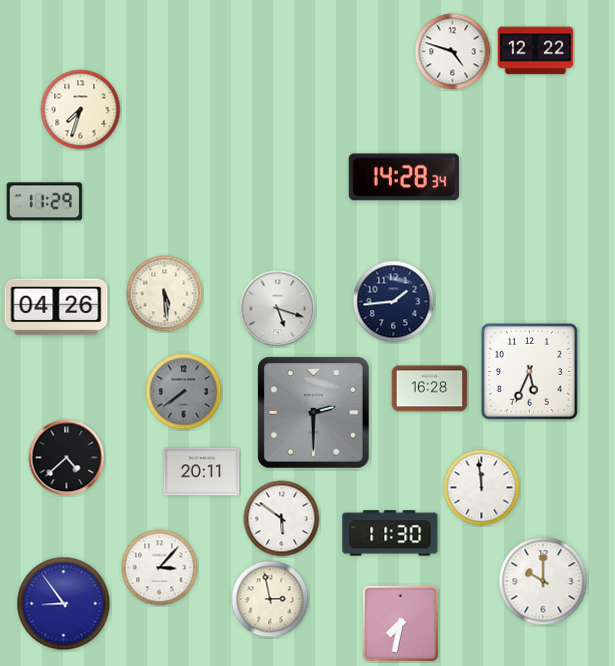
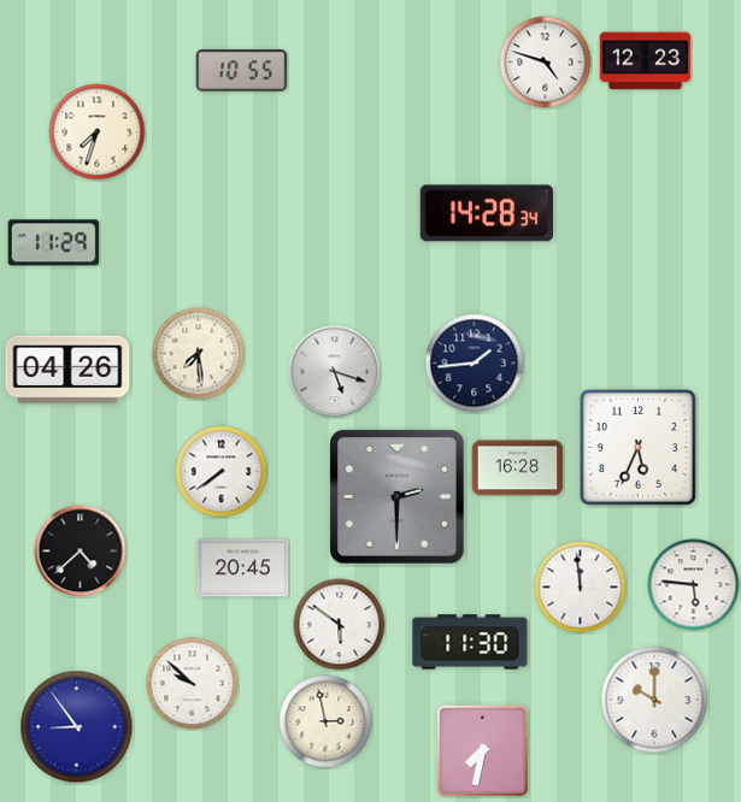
clock at (536, 51): 12:22 -> 12:23
clock at (242, 70): none -> 10:55
clock at (165, 294): 5:29 -> 7:29
clock at (184, 392) dial: grey -> white
clock at (314, 413) position: (314, 413) -> (398, 497)
clock at (202, 472): 20:11 -> 20:45
clock at (694, 585): none -> 5:46
clock at (160, 568): 3:07 -> 9:52
